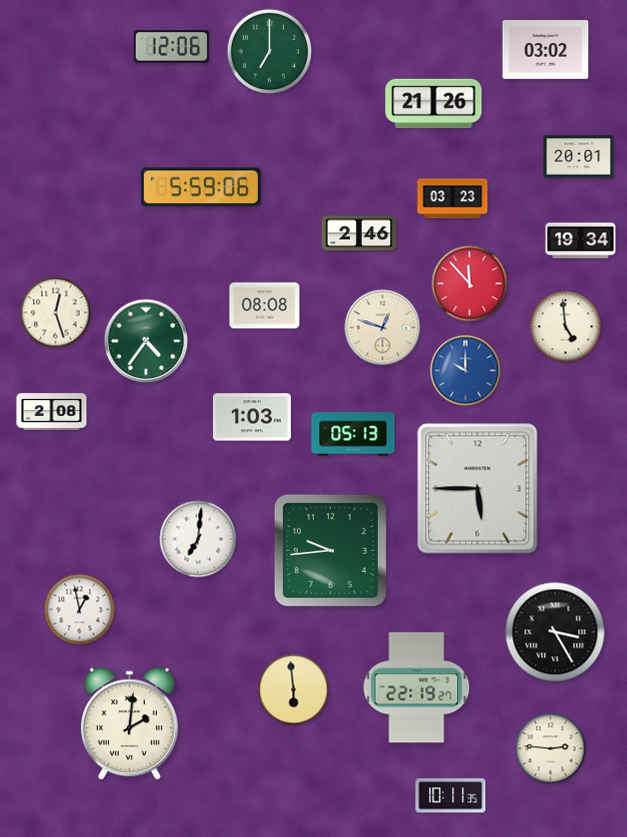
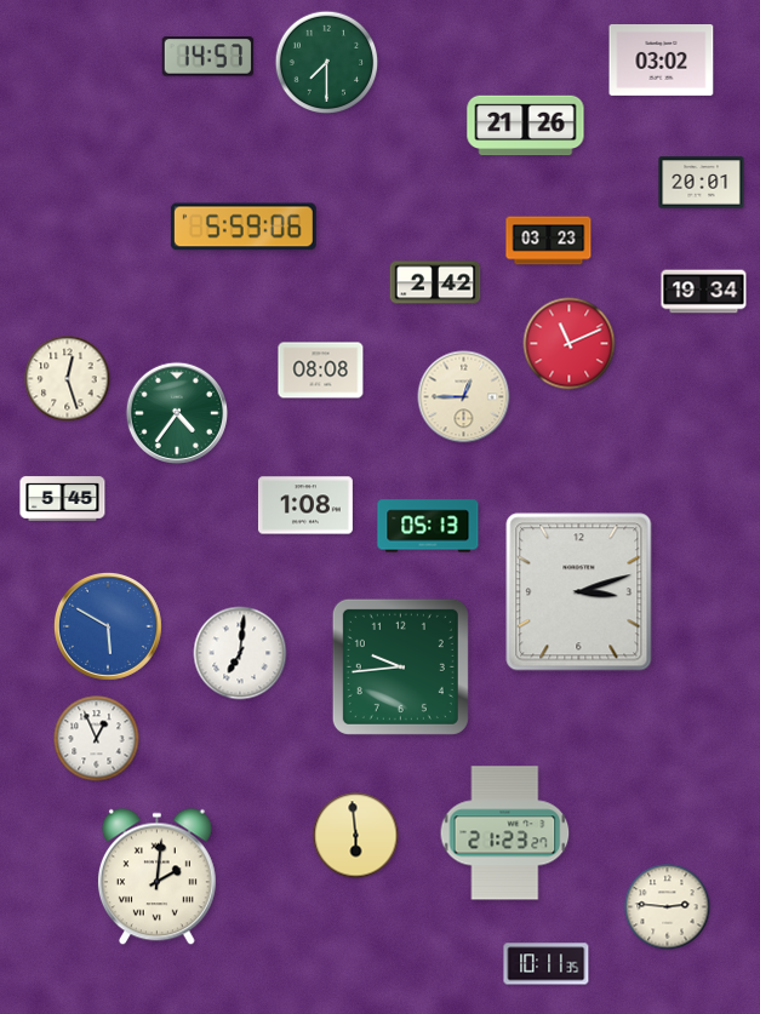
clock at (172, 47): 12:06 -> 14:57
clock at (270, 52): 7:00 -> 7:30
clock at (579, 157) position: (579, 157) -> (702, 183)
clock at (359, 233): 2:46 -> 2:42
clock at (470, 284): 11:53 -> 11:11
clock at (566, 327): 4:59 -> none
clock at (383, 328): 12:48 -> 12:45
clock at (466, 371): 10:00 -> none
clock at (52, 412): 2:08 -> 5:45
clock at (252, 417): 1:03 -> 1:08
clock at (478, 489): 5:45 -> 3:12
clock at (108, 626): none -> 5:50
clock at (80, 610): 12:58 -> 12:56
clock at (555, 632): 3:25 -> none
clock at (417, 688): 22:19 -> 21:23
